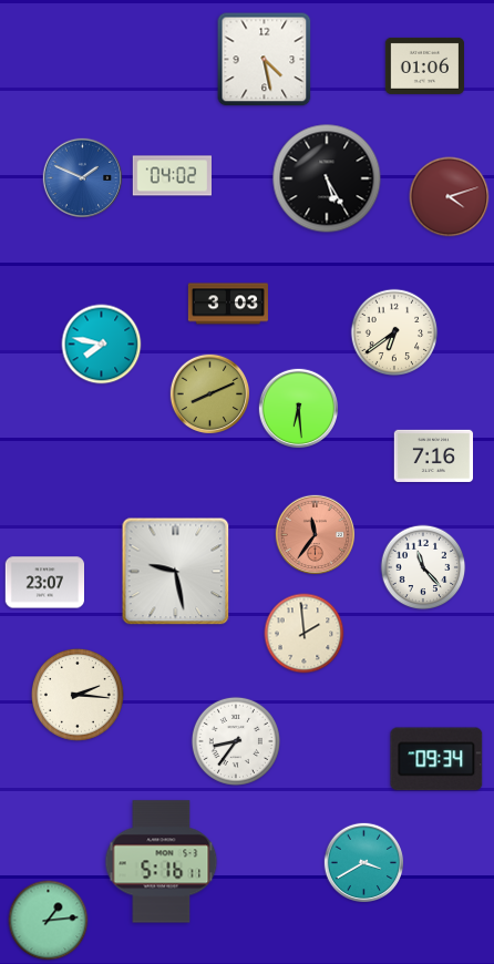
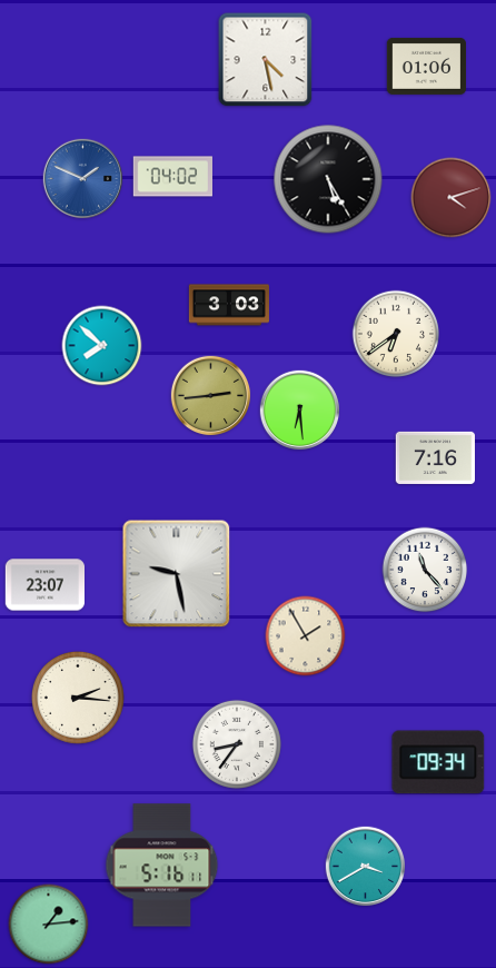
clock at (102, 345): 7:47 -> 7:52
clock at (210, 394): 8:11 -> 2:44
clock at (316, 535): 11:36 -> none
clock at (305, 634): 1:59 -> 1:55
